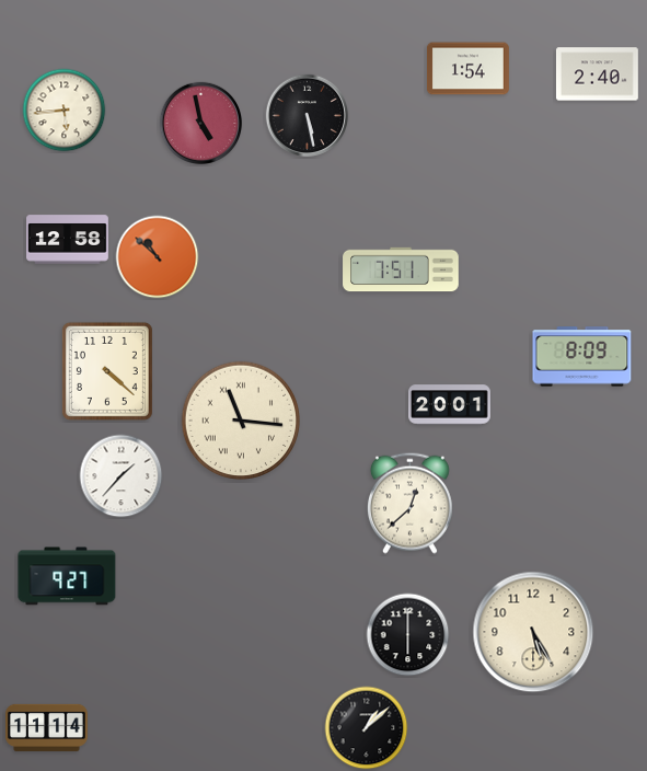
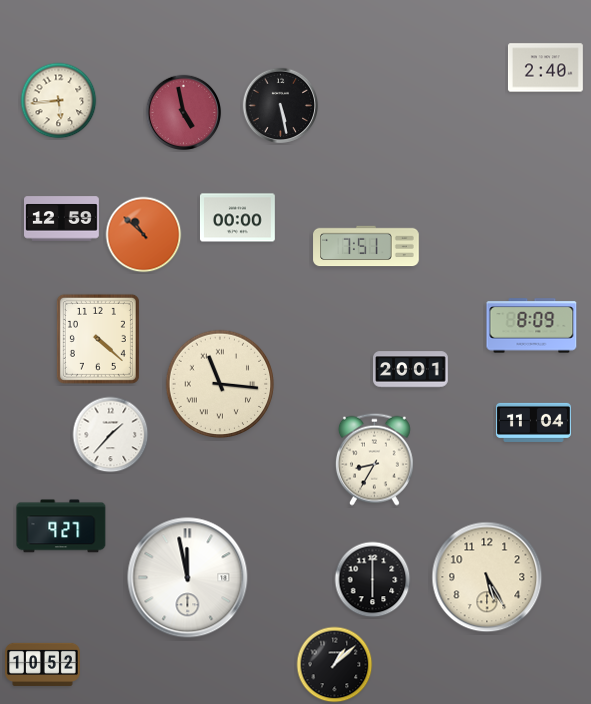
clock at (469, 69): 1:54 -> none
clock at (237, 218): none -> 00:00
clock at (68, 240): 12:58 -> 12:59
clock at (534, 422): none -> 11:04
clock at (409, 503): 12:38 -> 8:35
clock at (188, 578): none -> 11:58
clock at (47, 727): 11:14 -> 10:52
